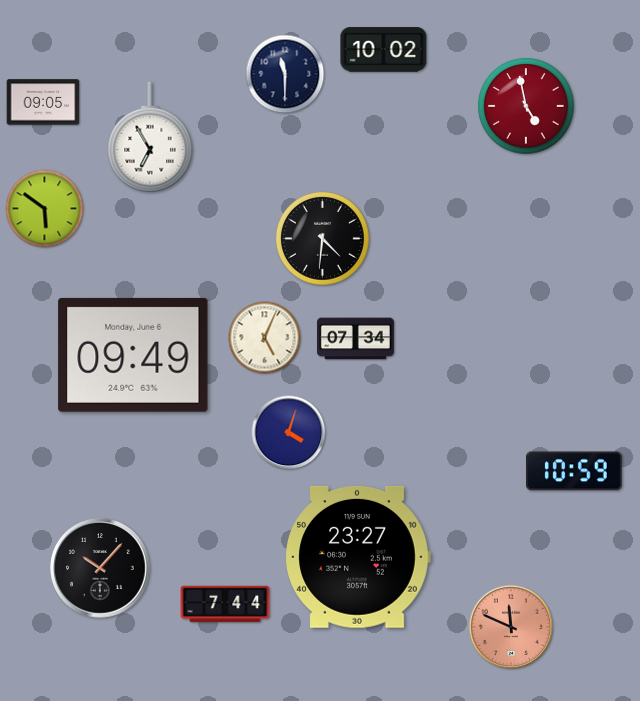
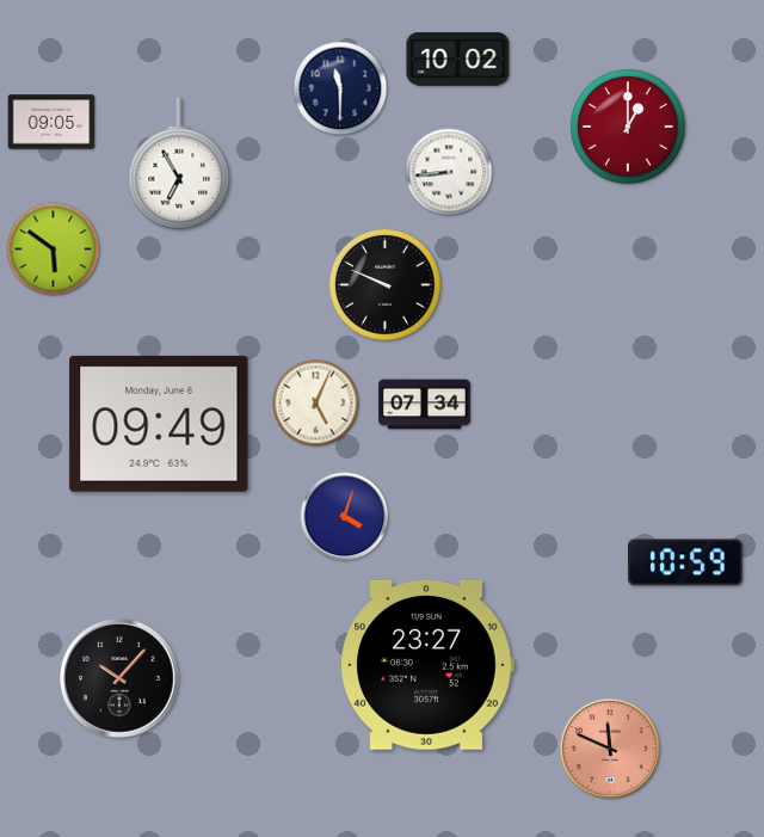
clock at (526, 106): 4:58 -> 1:00
clock at (449, 172): none -> 8:44
clock at (323, 239): 4:31 -> 9:49
clock at (225, 604): 7:44 -> none
